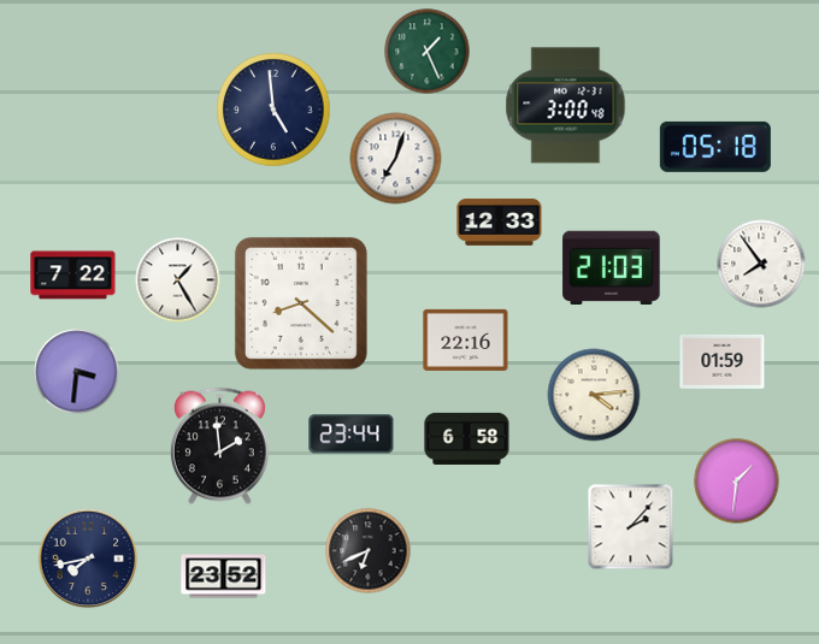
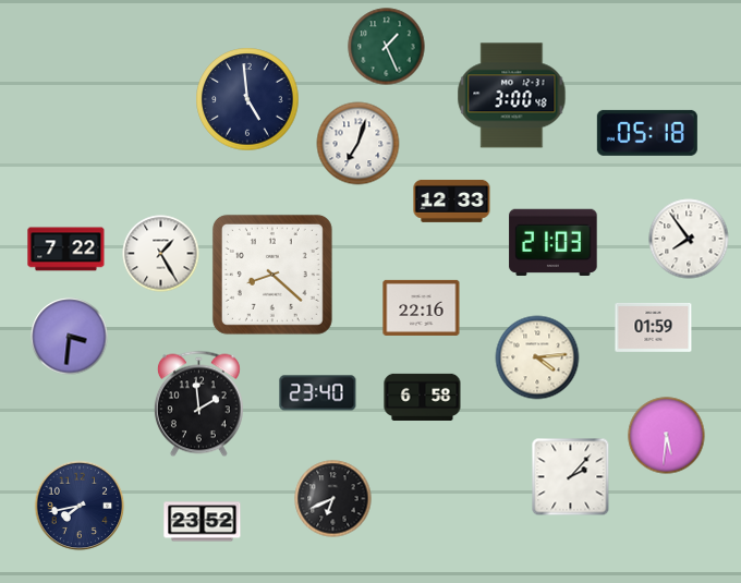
clock at (352, 435): 23:44 -> 23:40
clock at (737, 481): 1:31 -> 5:31
